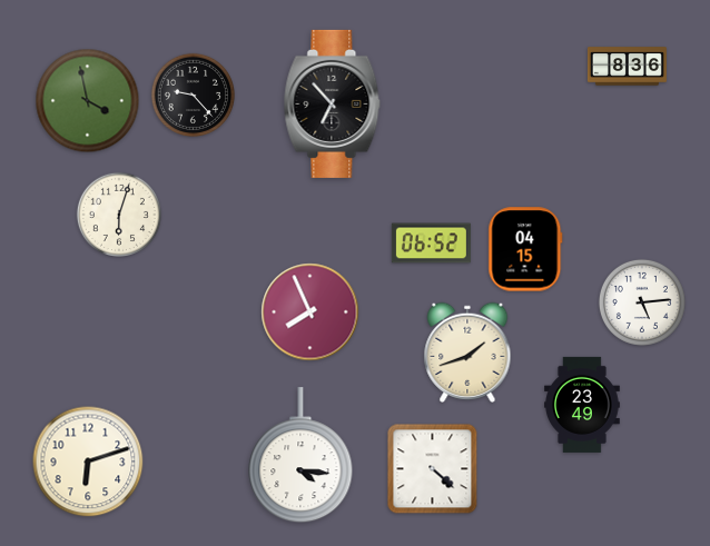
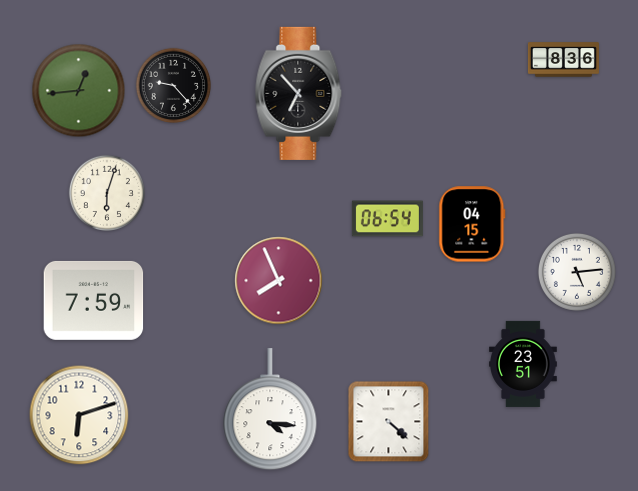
clock at (88, 101): 3:58 -> 12:44
clock at (431, 244): 06:52 -> 06:54
clock at (94, 300): none -> 7:59
clock at (467, 353): 1:42 -> none
clock at (583, 405): 23:49 -> 23:51
